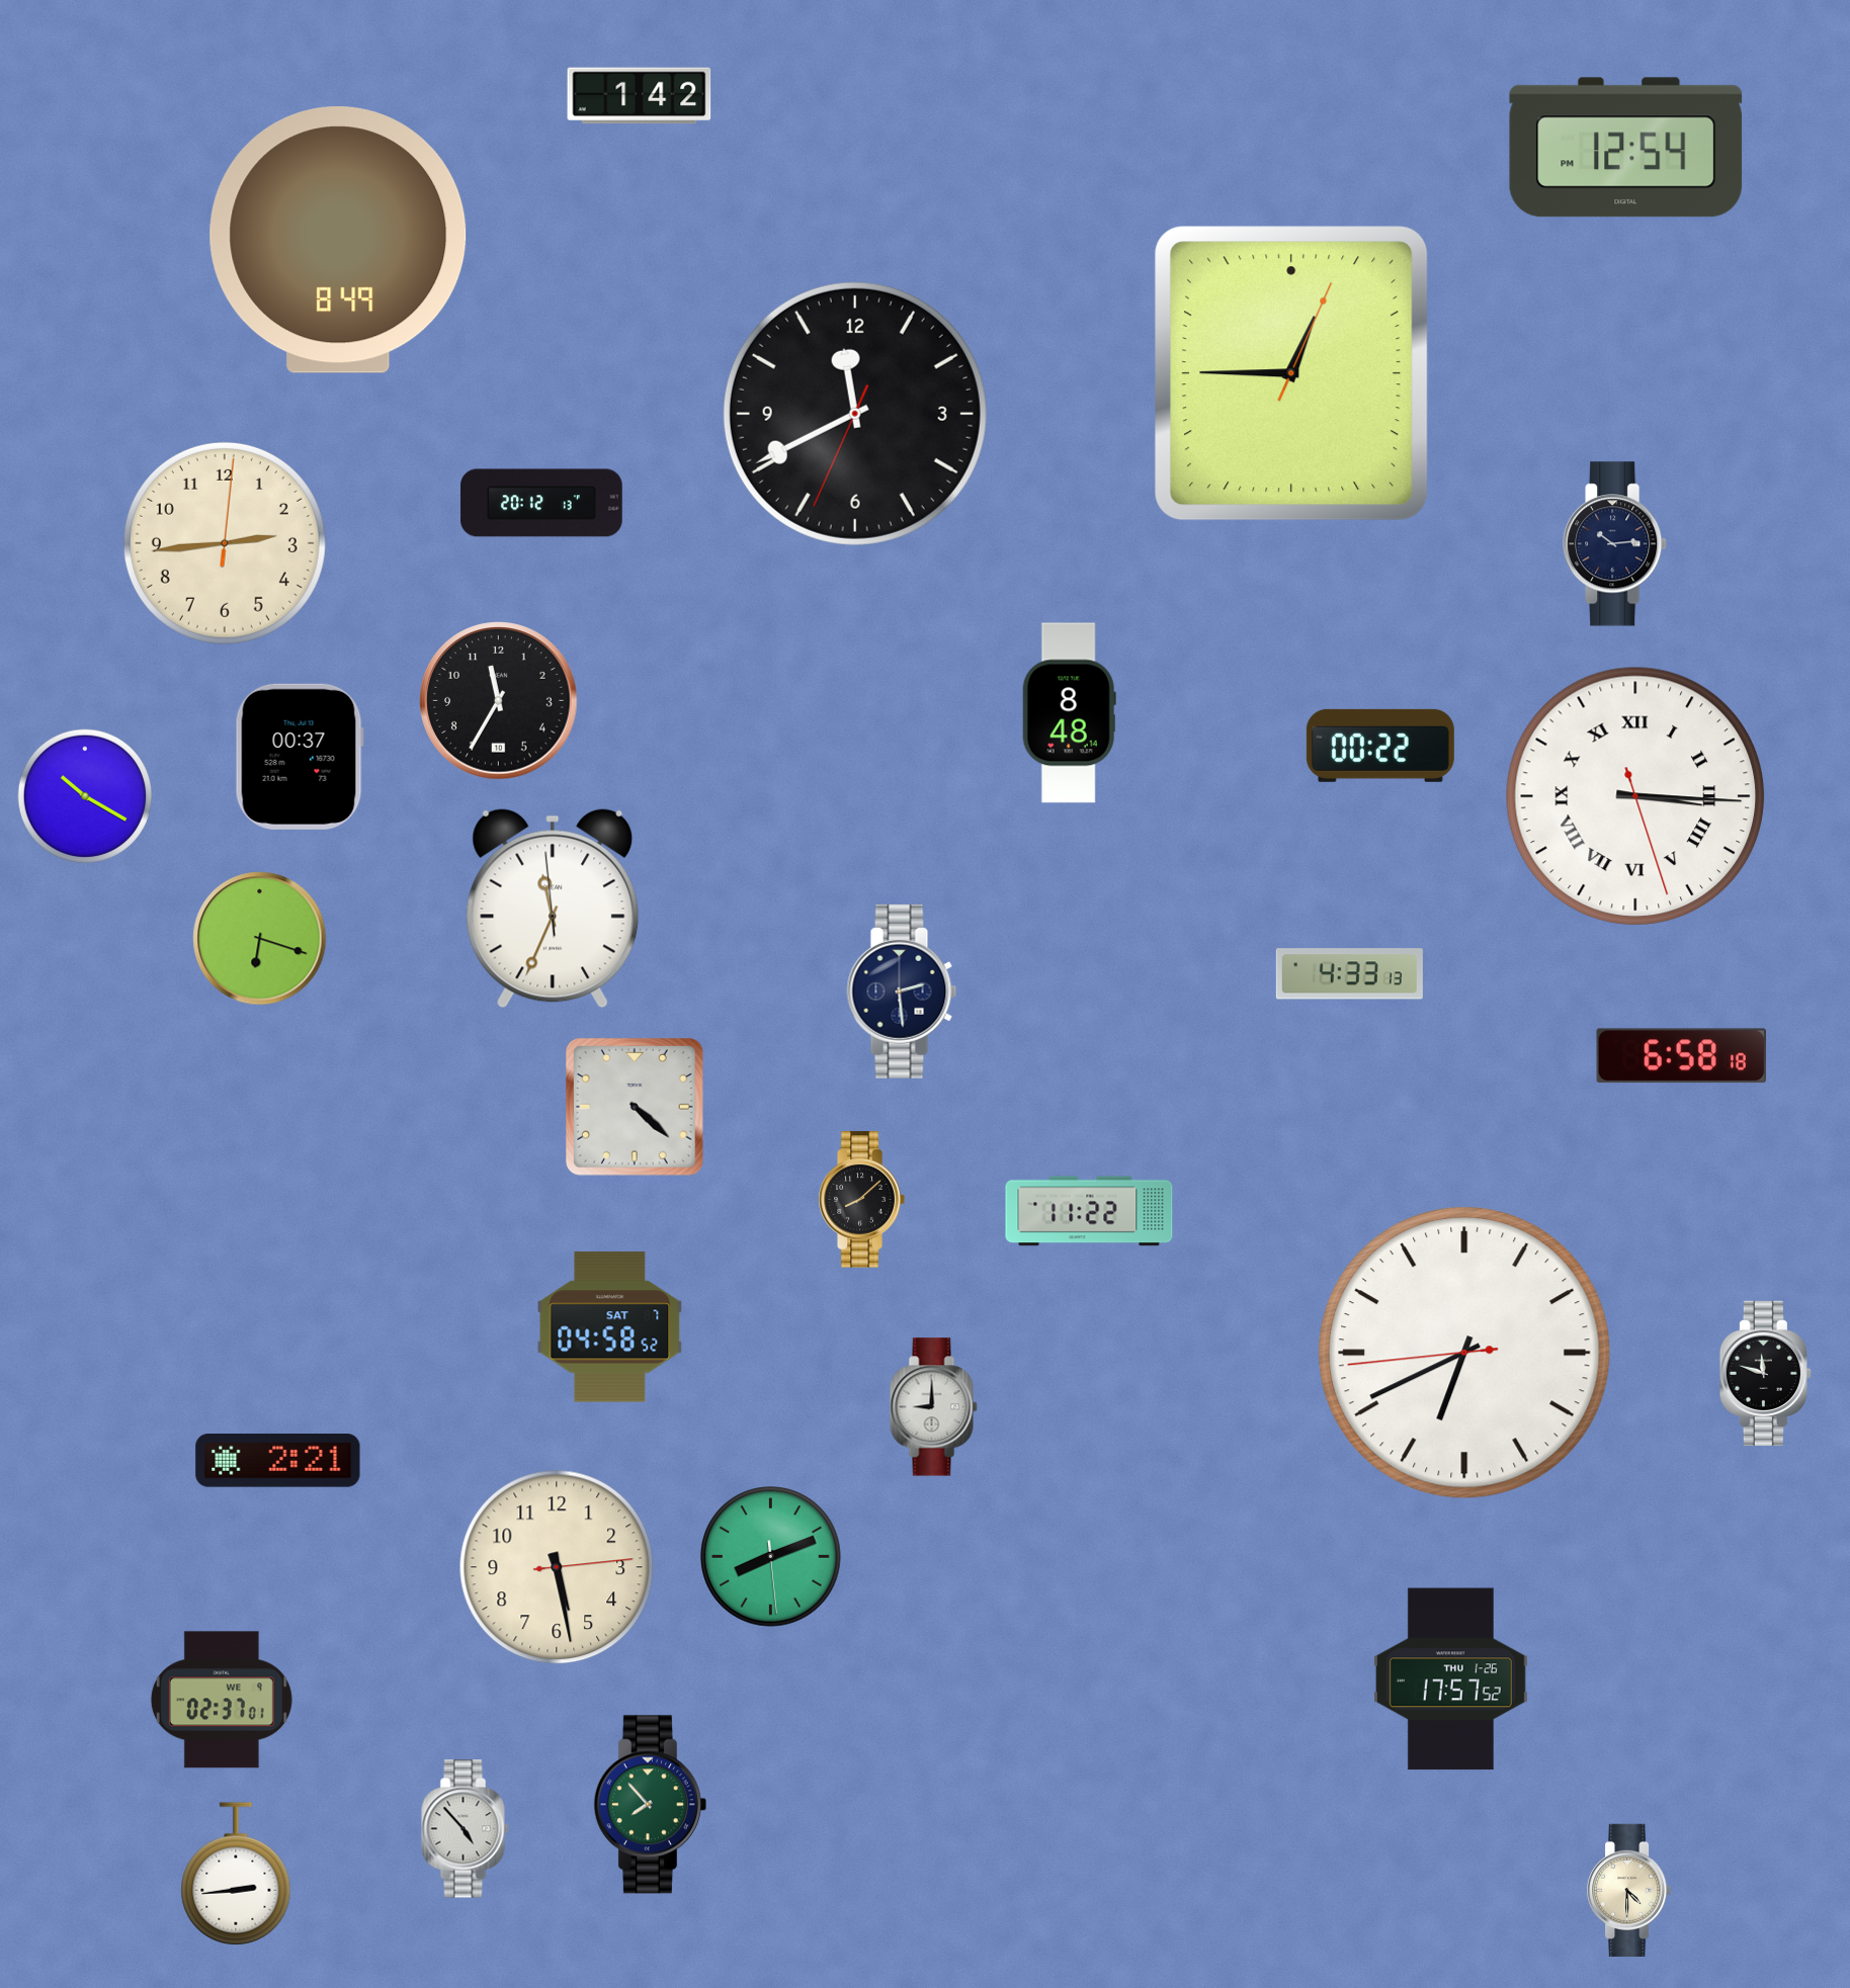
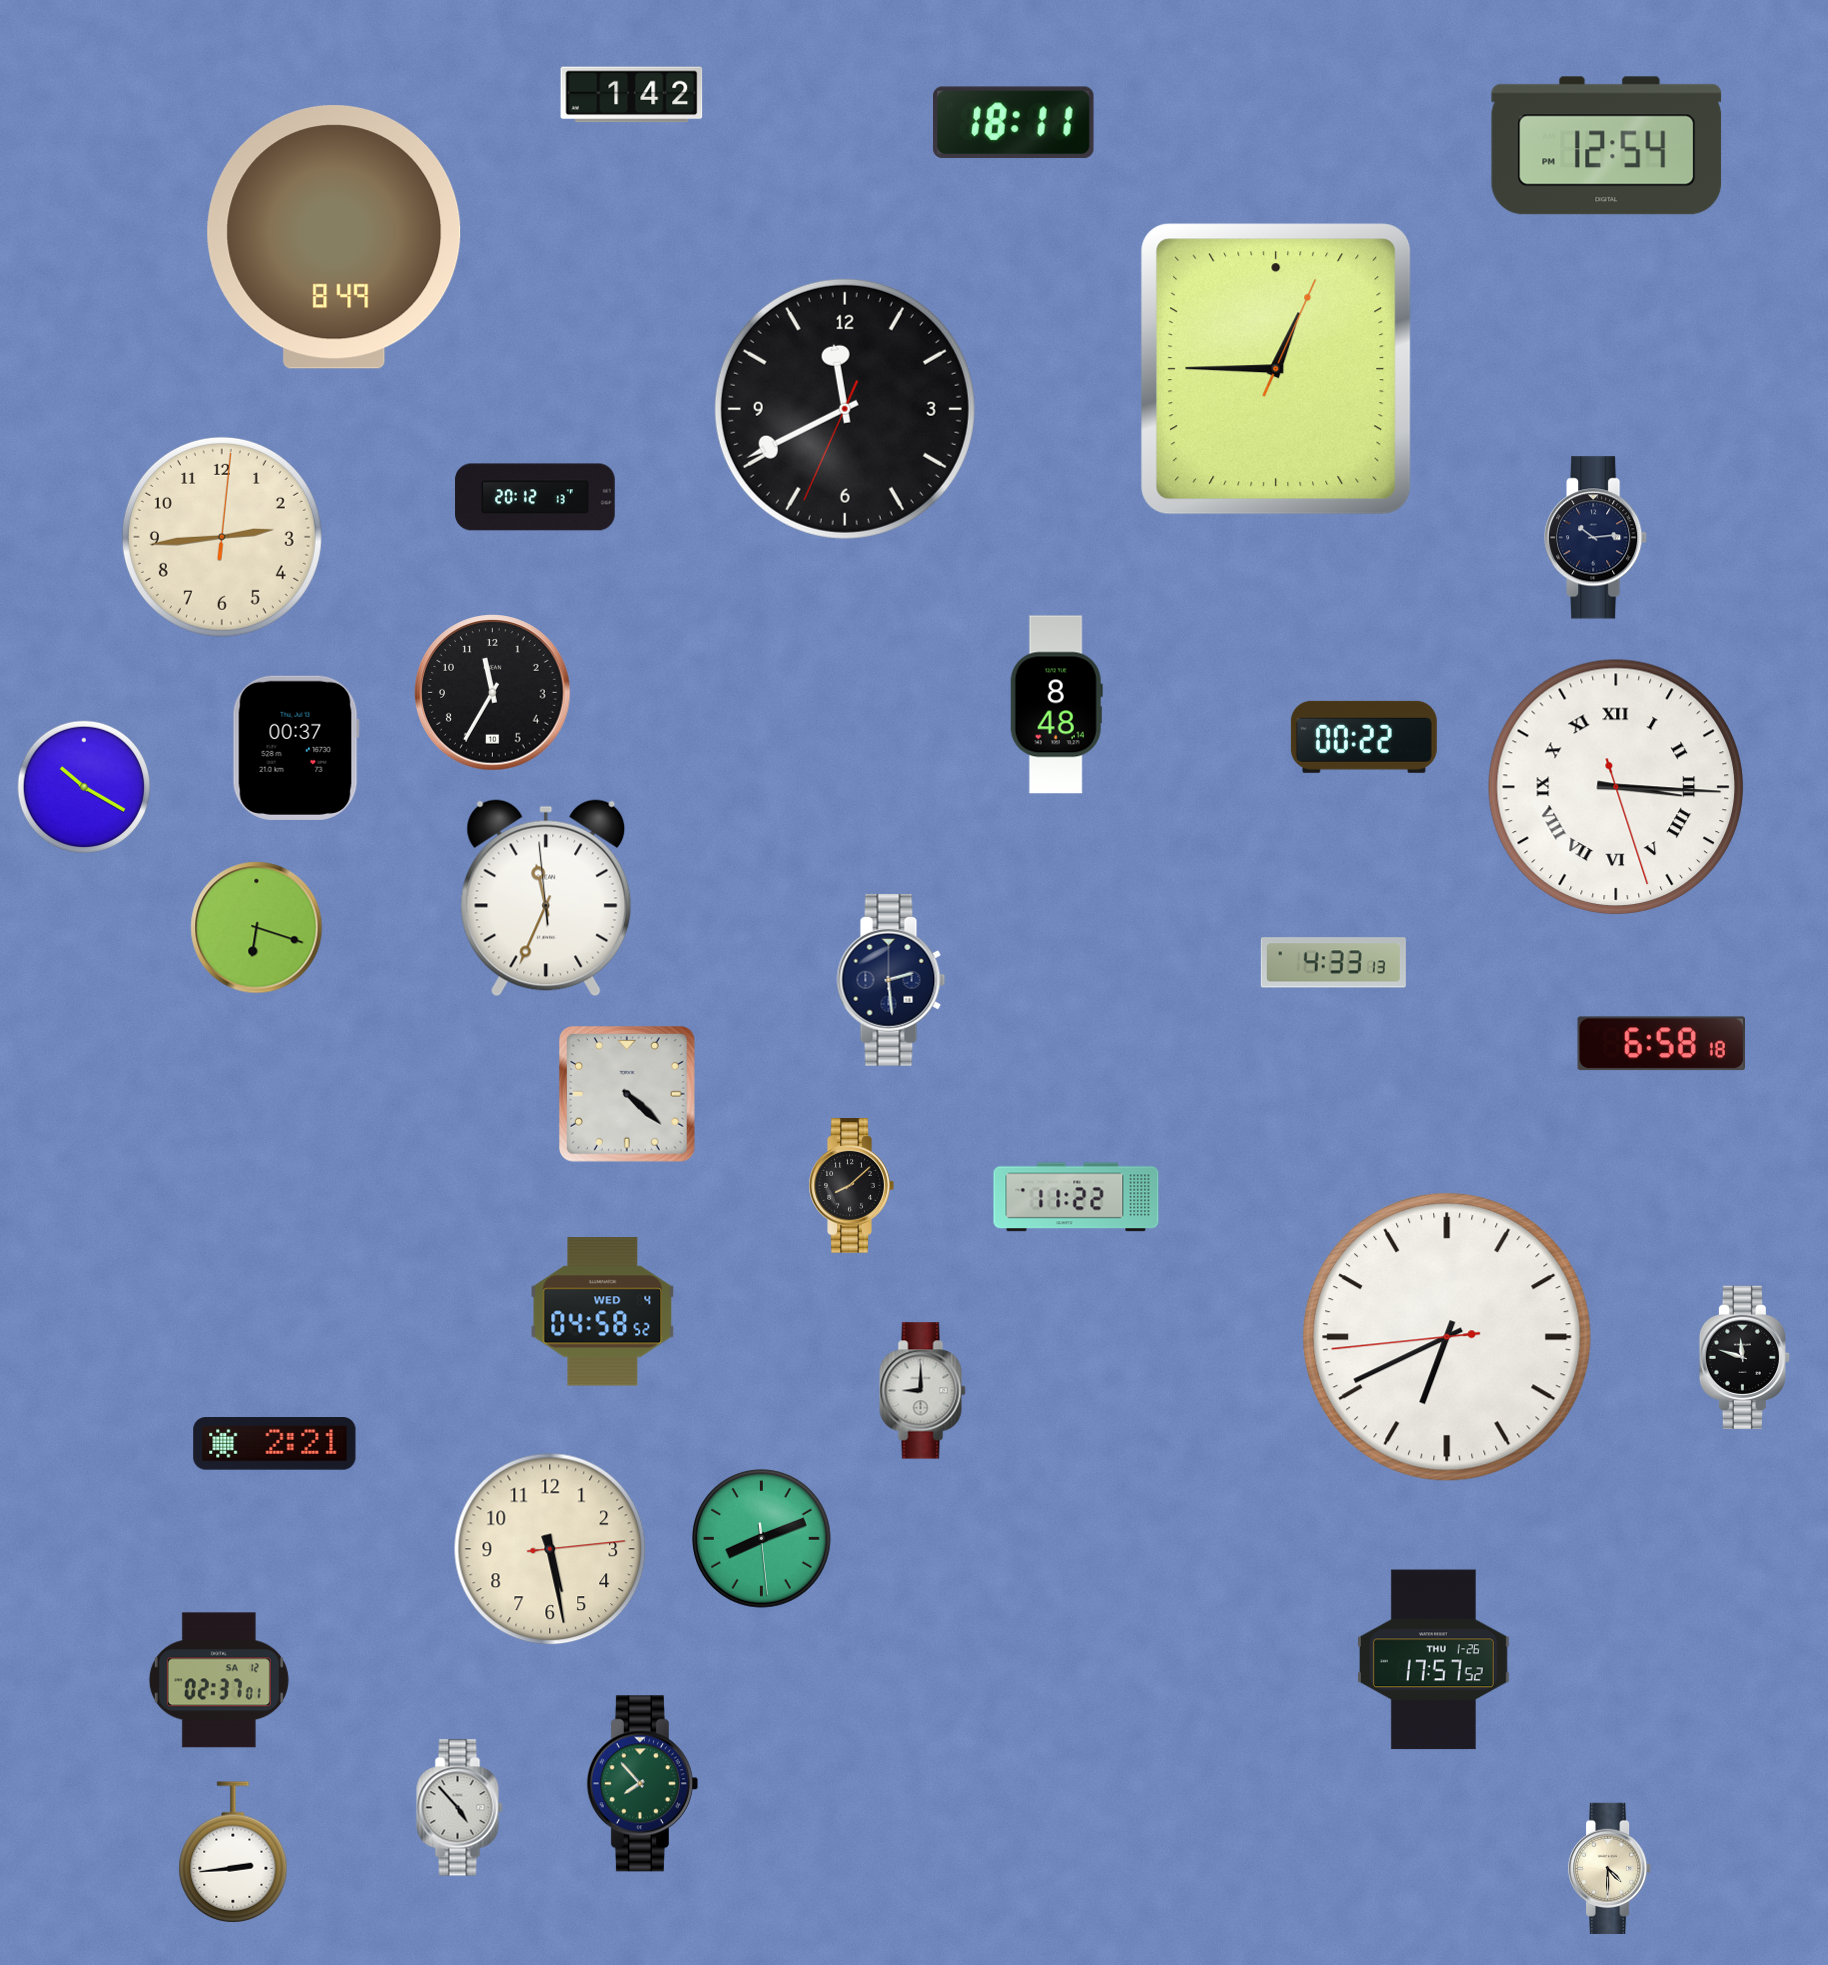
clock at (1013, 123): none -> 18:11
clock at (610, 1327) date: SAT 7 -> WED 4
clock at (222, 1700) date: WE 9 -> SA 12
